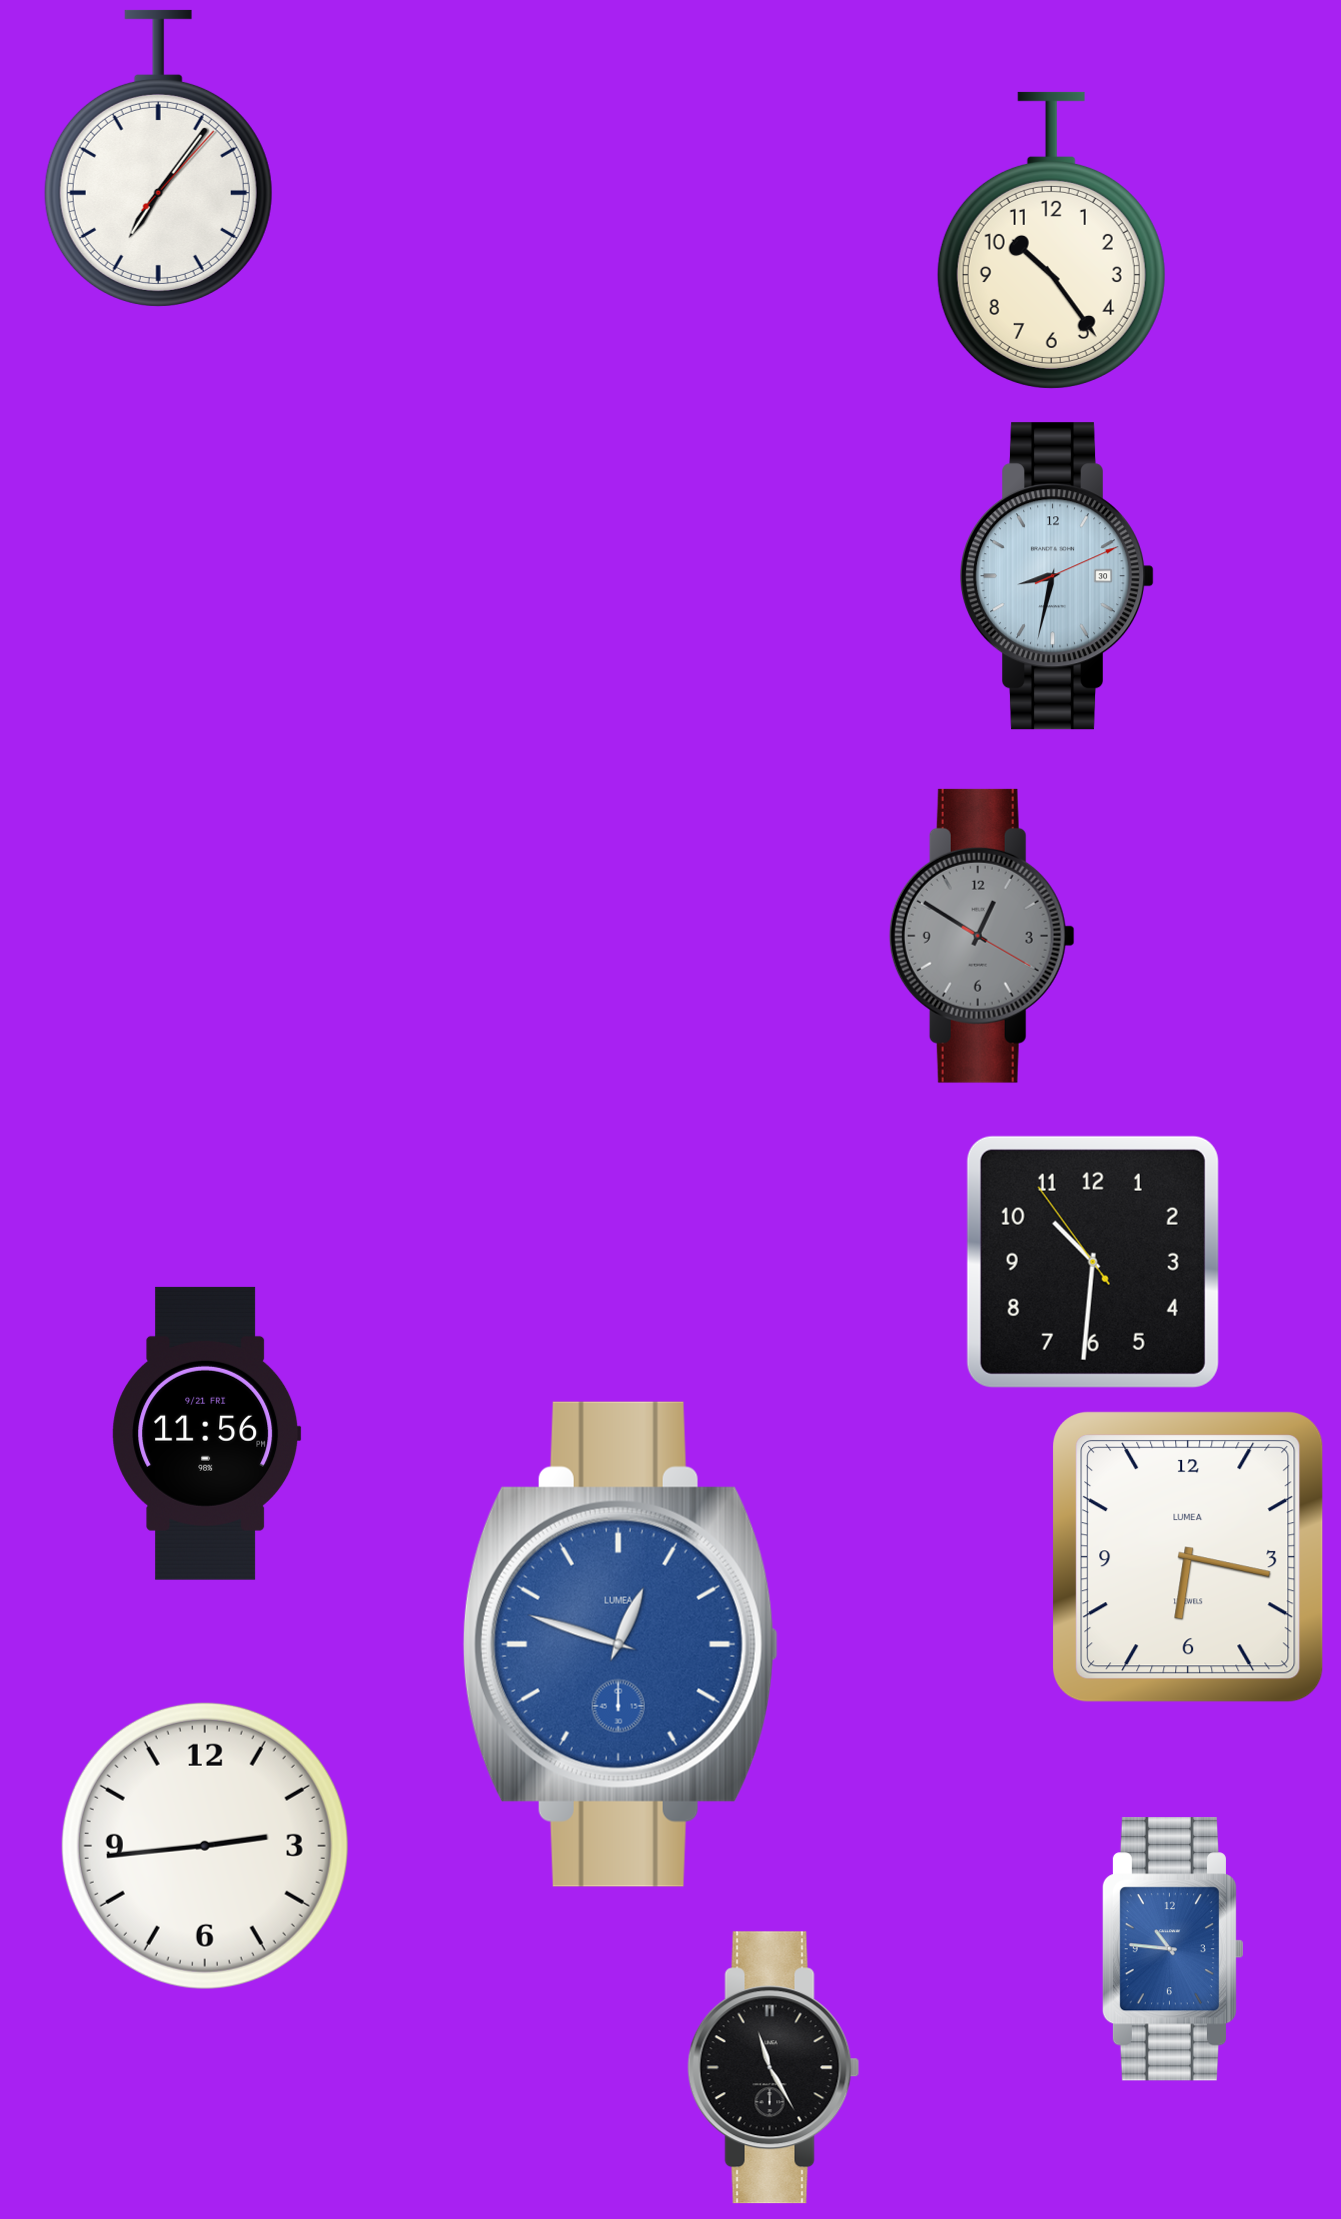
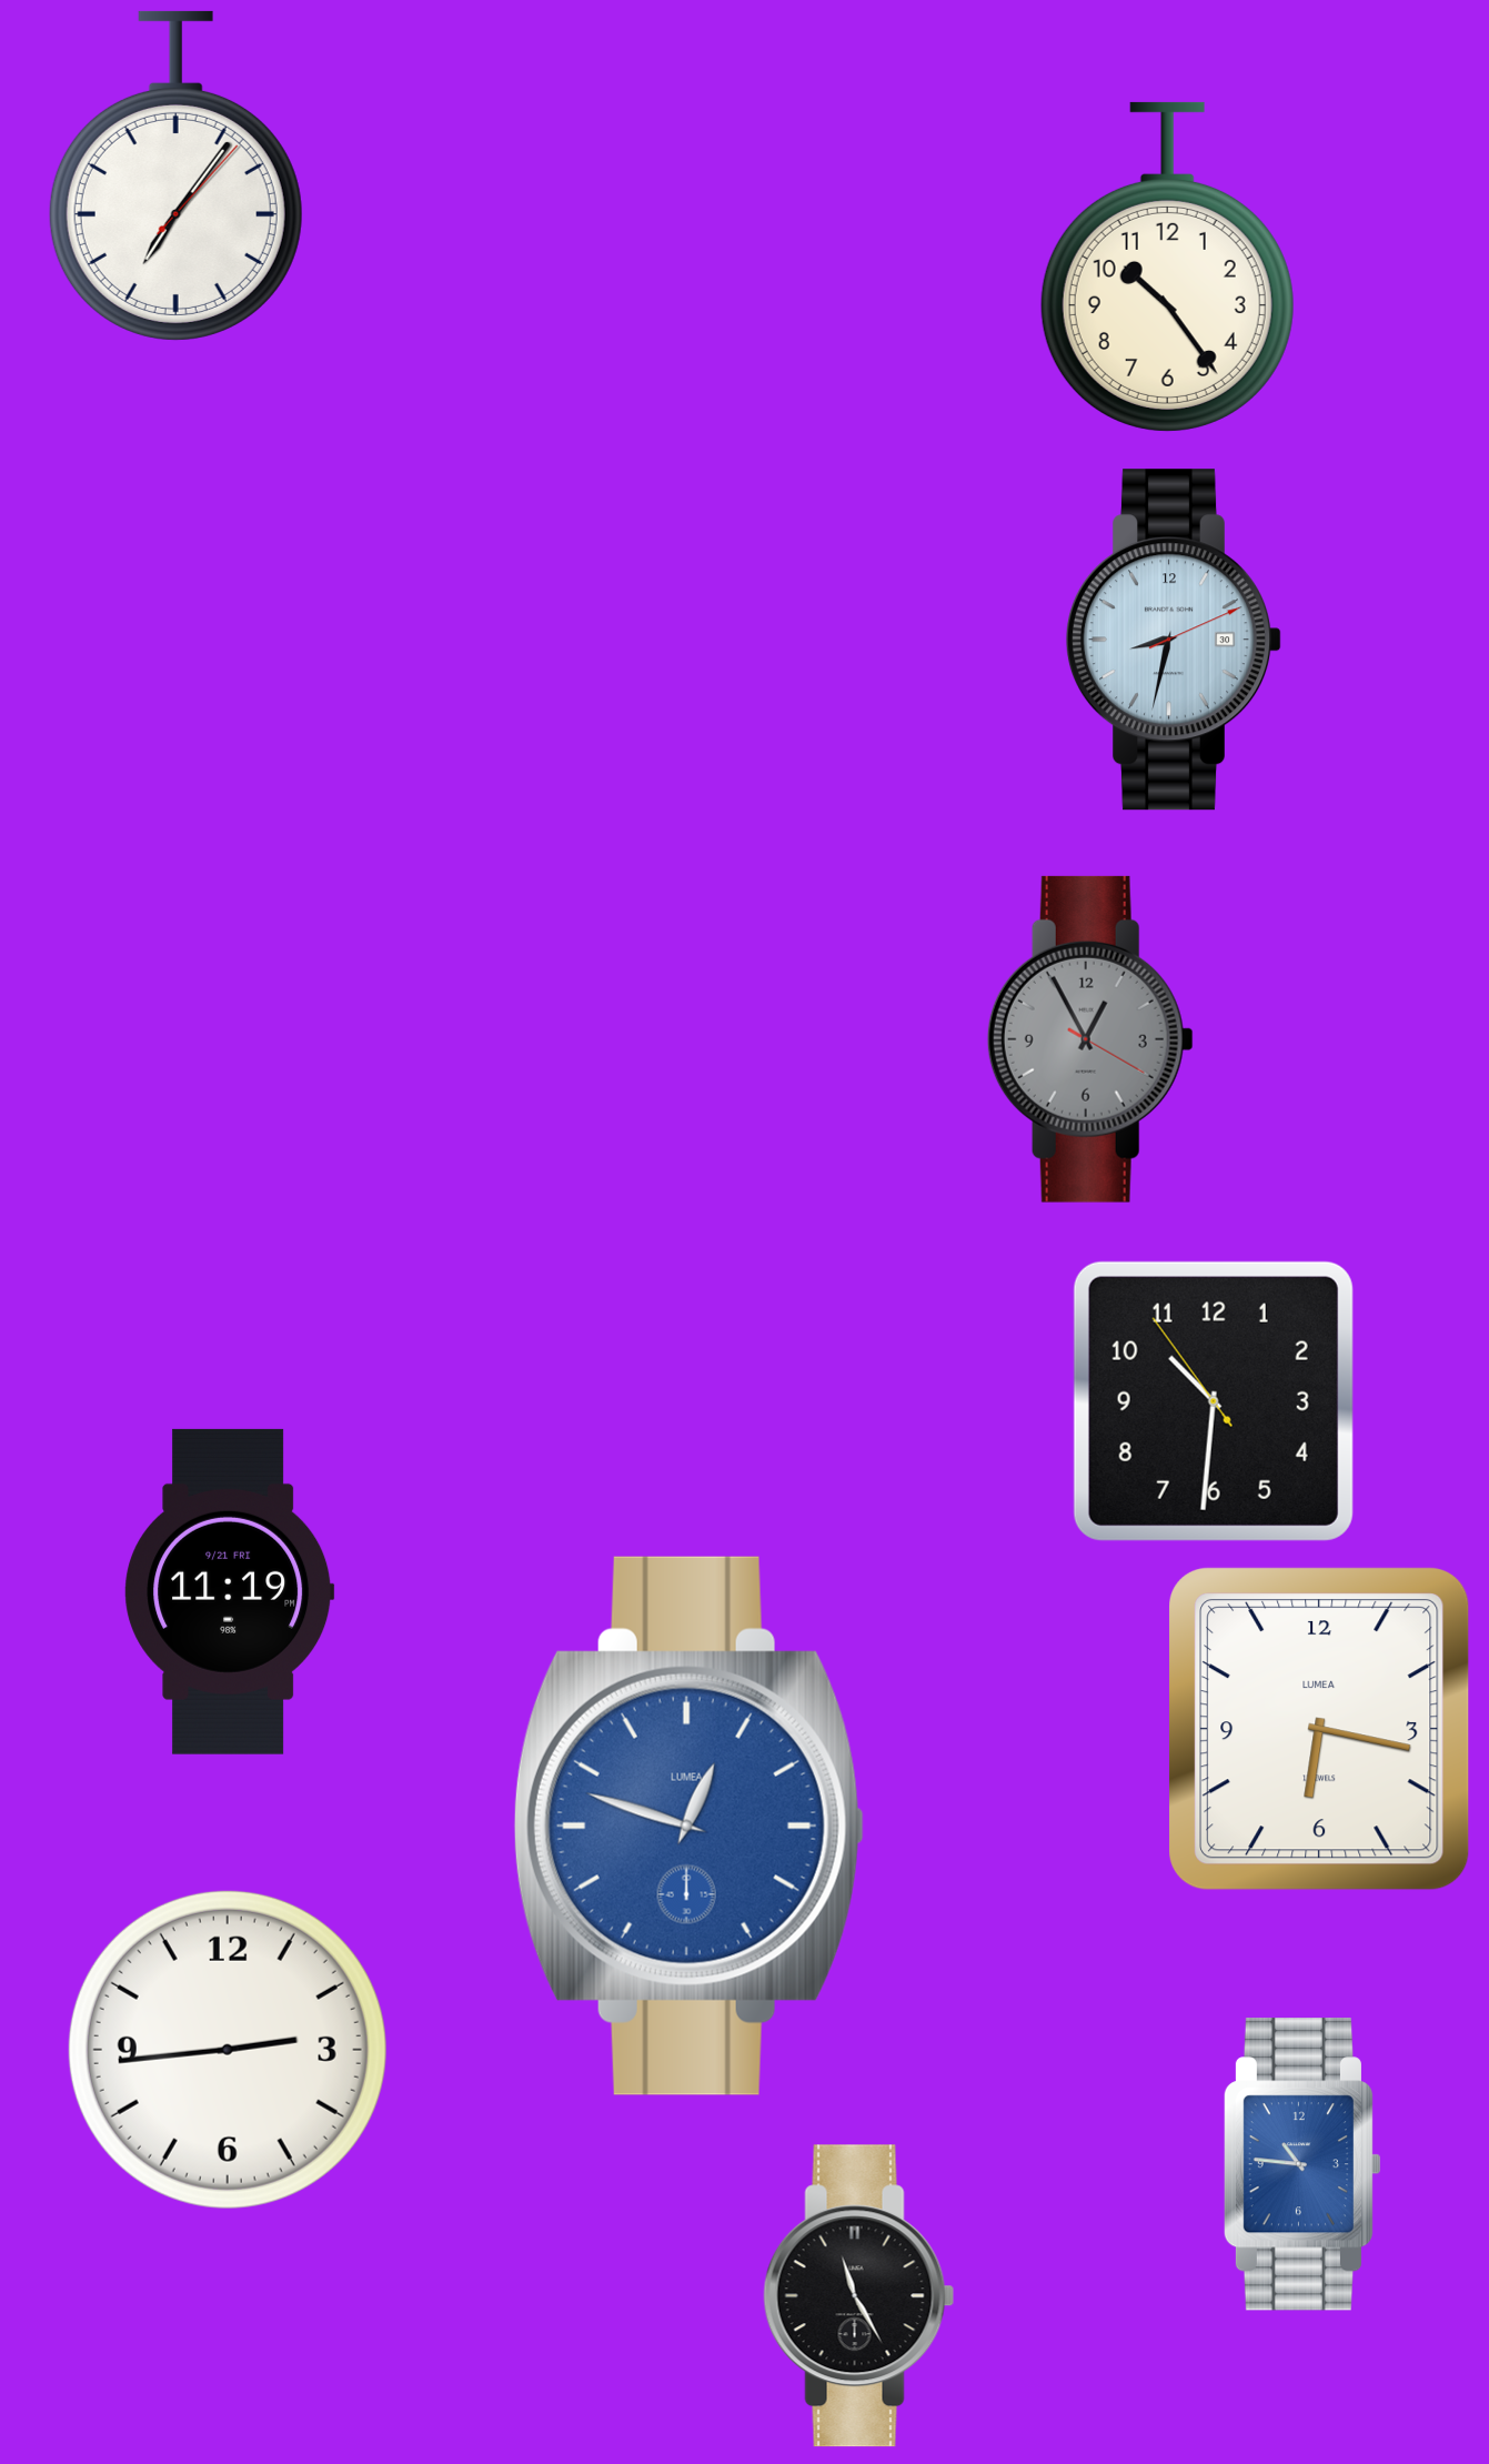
clock at (982, 936): 12:50 -> 12:55
clock at (207, 1433): 11:56 -> 11:19
